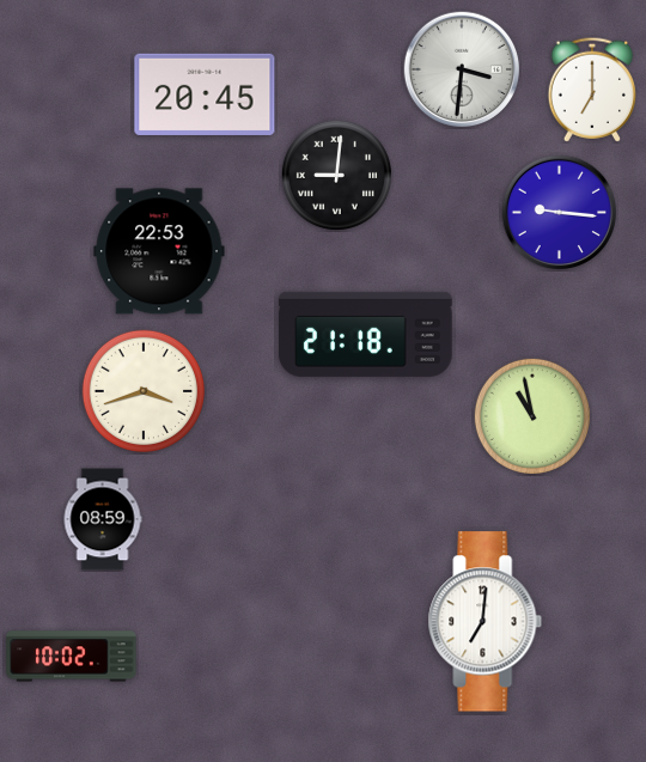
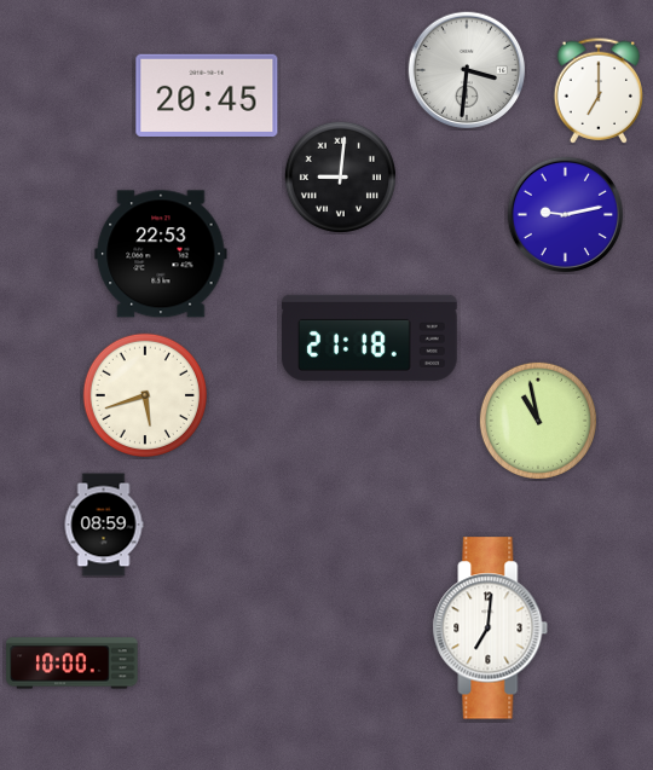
clock at (560, 213): 9:16 -> 9:13
clock at (142, 390): 3:42 -> 5:42
clock at (72, 657): 10:02 -> 10:00
